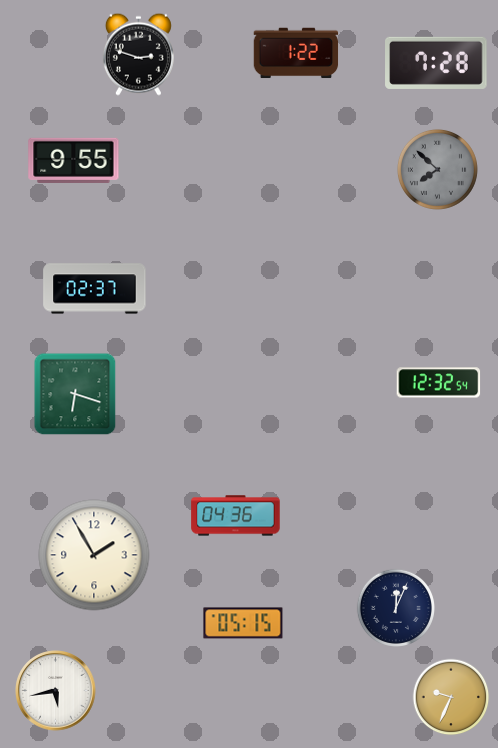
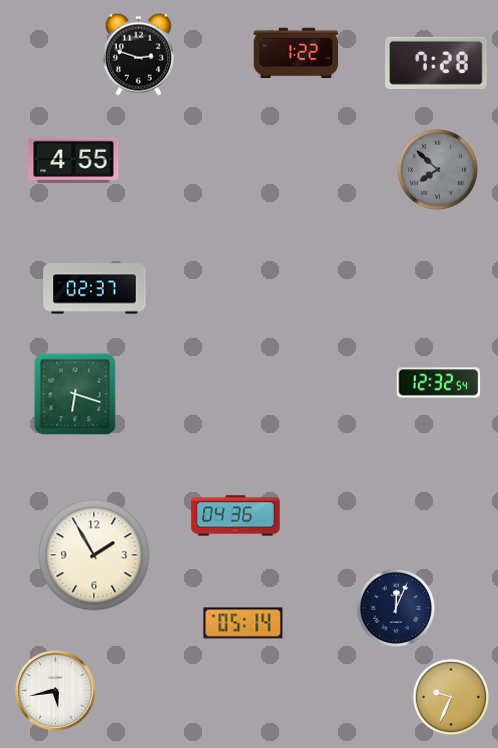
clock at (74, 160): 9:55 -> 4:55
clock at (243, 623): 05:15 -> 05:14
